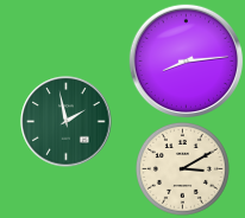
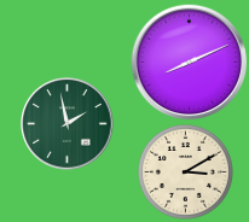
clock at (187, 62): 8:14 -> 8:11
